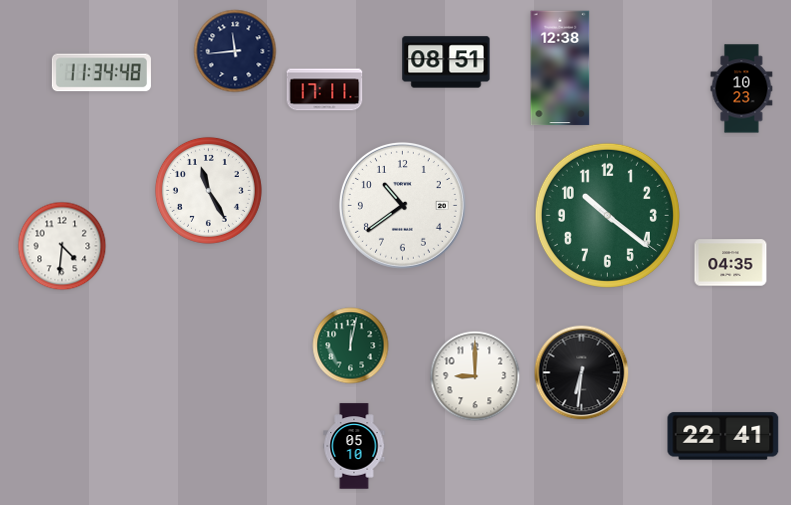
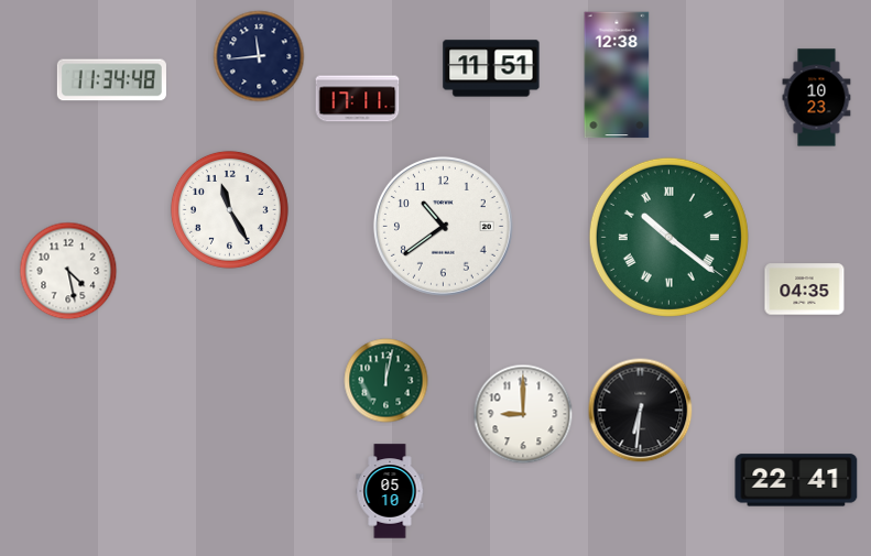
clock at (446, 62): 08:51 -> 11:51
clock at (607, 215) numerals: Arabic -> Roman
clock at (62, 246): 4:31 -> 4:28
